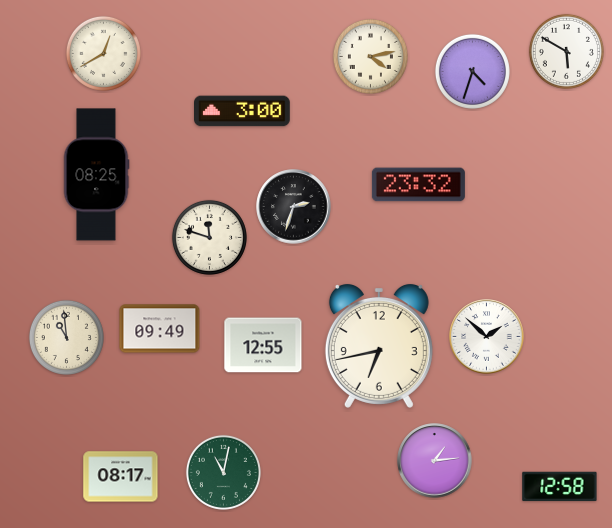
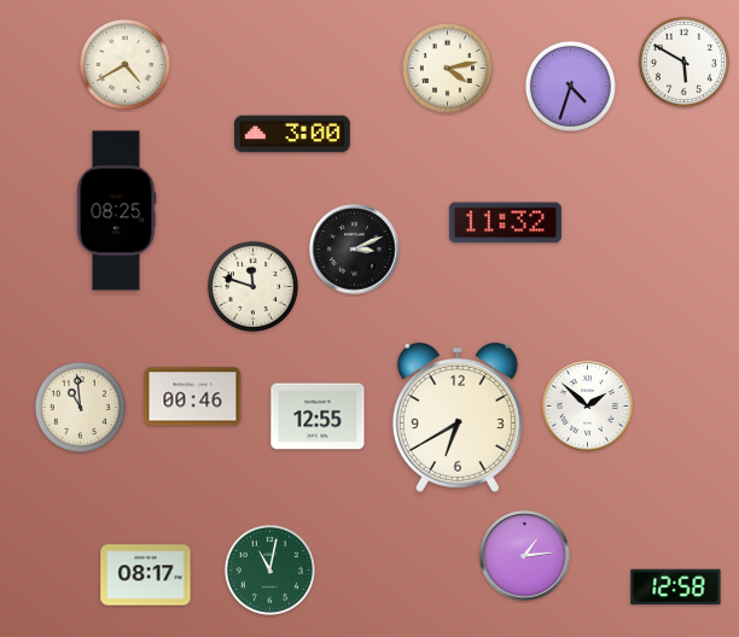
clock at (103, 53): 12:40 -> 4:40
clock at (418, 185): 23:32 -> 11:32
clock at (294, 207): 2:33 -> 3:11
clock at (160, 329): 09:49 -> 00:46
clock at (379, 346): 6:43 -> 6:40
